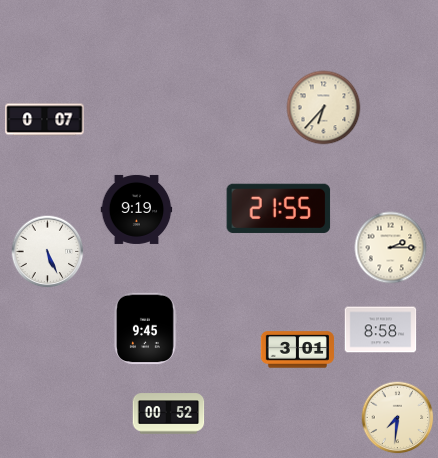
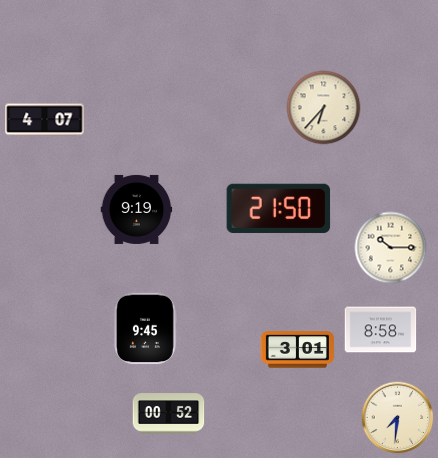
clock at (45, 120): 0:07 -> 4:07
clock at (279, 208): 21:55 -> 21:50
clock at (391, 248): 2:15 -> 10:15
clock at (48, 252): 5:26 -> none
